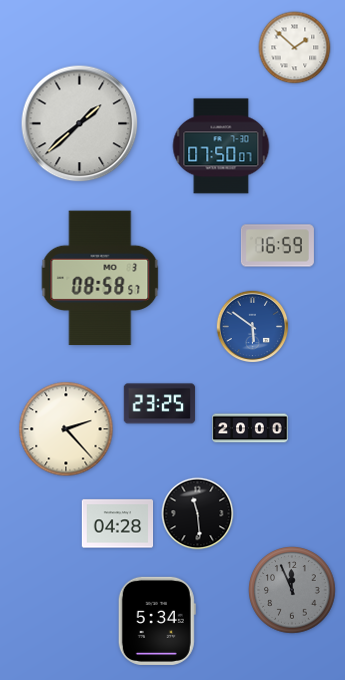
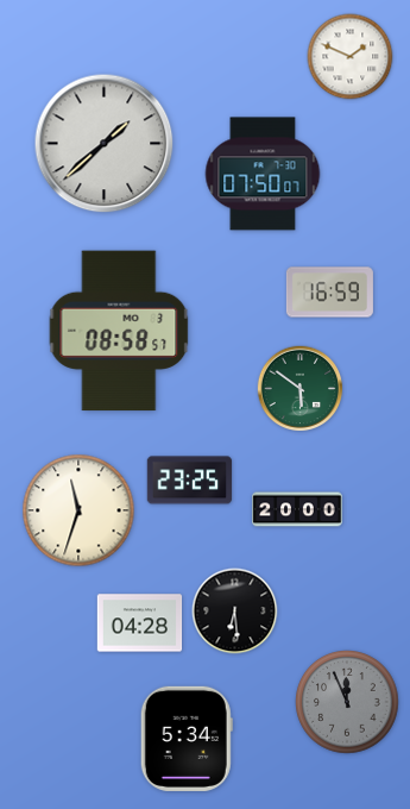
clock at (295, 48): 1:52 -> 1:49
clock at (80, 124) position: (80, 124) -> (105, 144)
clock at (253, 327) dial: blue -> green
clock at (66, 429): 2:23 -> 11:33
clock at (198, 514): 11:29 -> 6:29
